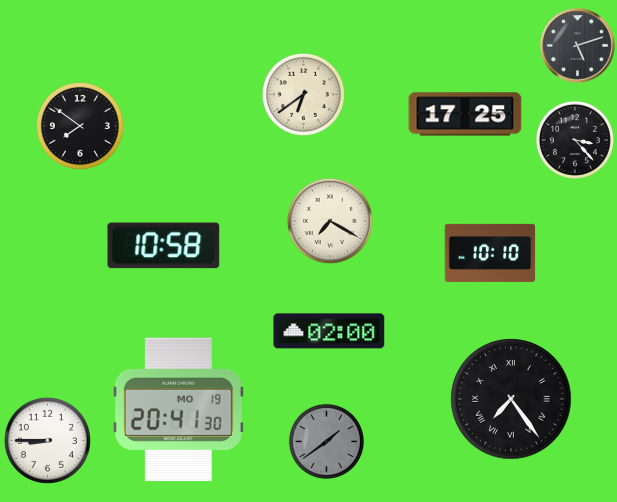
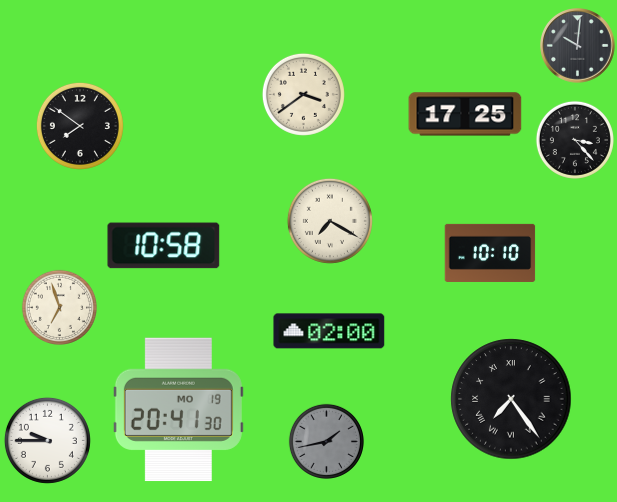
clock at (578, 46): 5:12 -> 10:01
clock at (303, 94): 6:39 -> 3:39
clock at (59, 307): none -> 6:57
clock at (47, 440): 8:45 -> 9:45
clock at (326, 441): 1:39 -> 1:43
